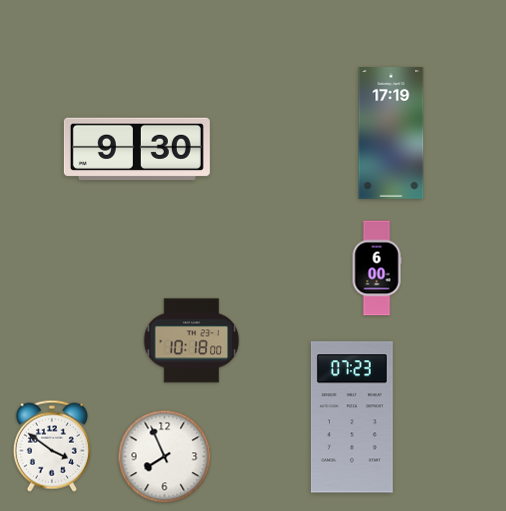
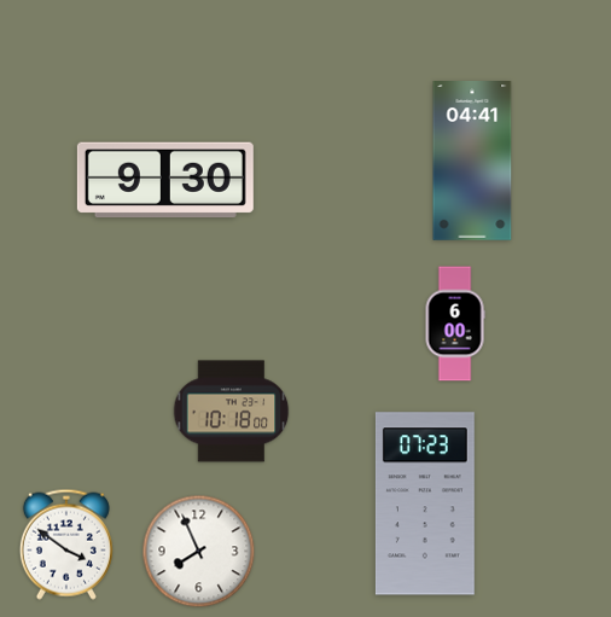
clock at (391, 134): 17:19 -> 04:41
clock at (52, 446) position: (52, 446) -> (66, 545)
